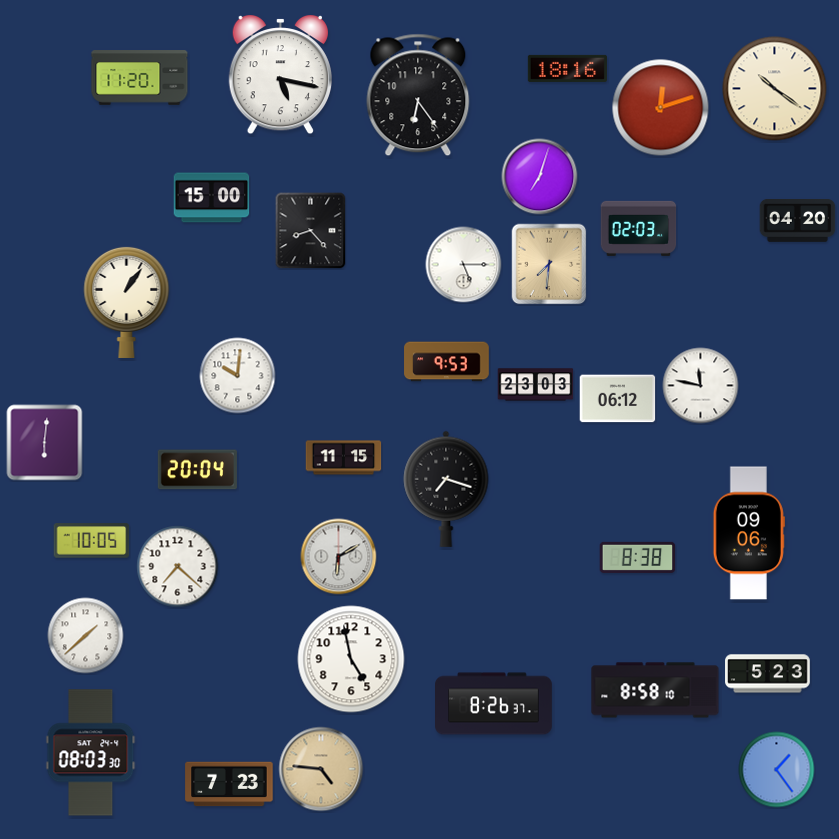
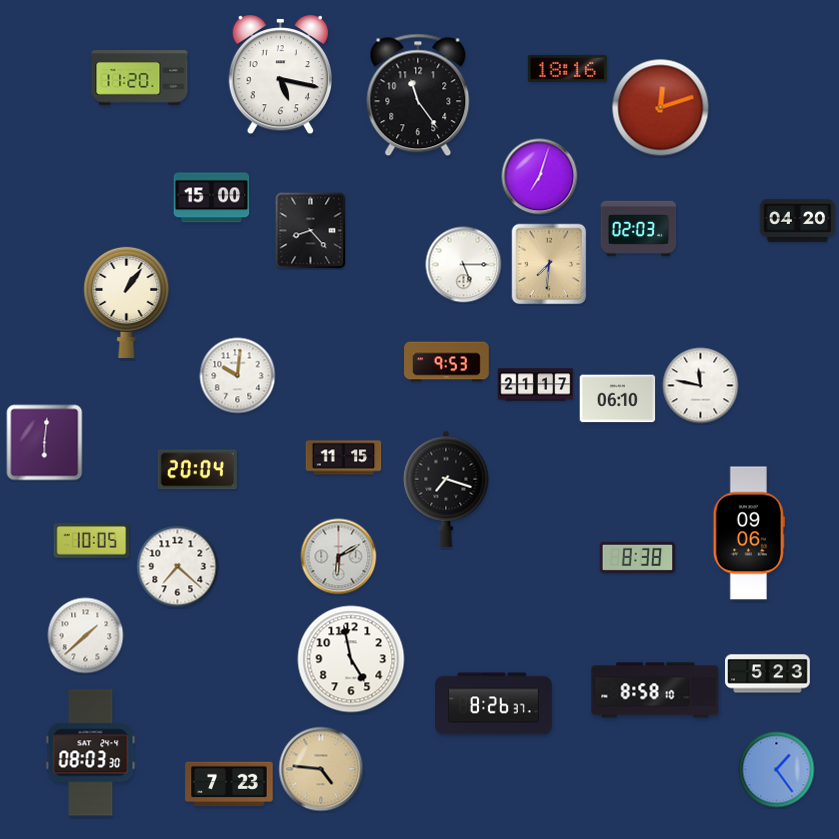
clock at (775, 89): 10:21 -> none
clock at (418, 95): 6:24 -> 11:24
clock at (536, 385): 23:03 -> 21:17
clock at (618, 399): 06:12 -> 06:10
